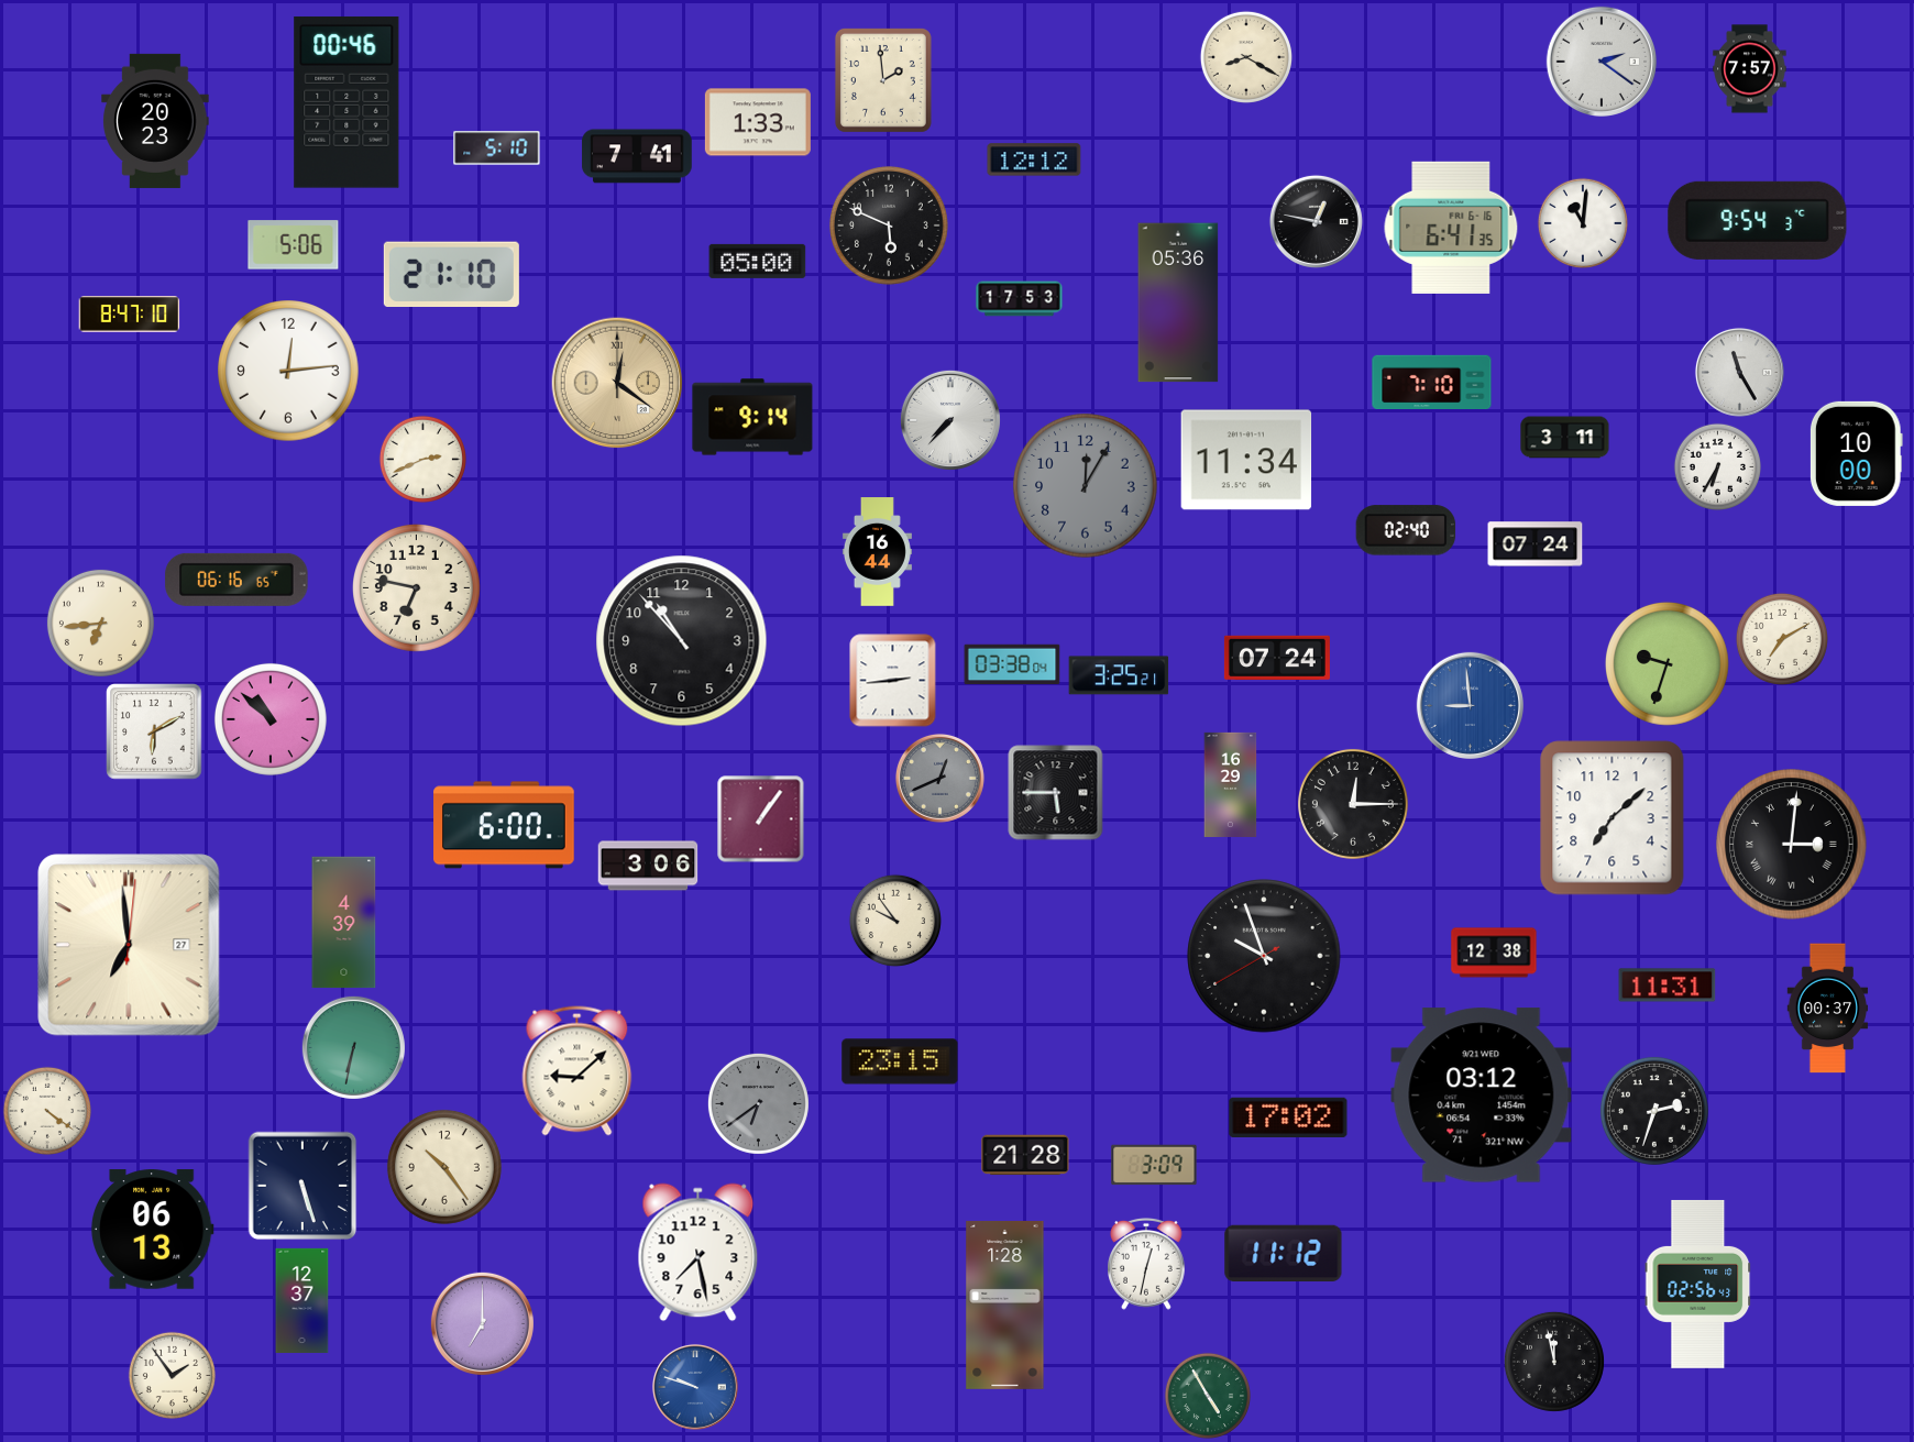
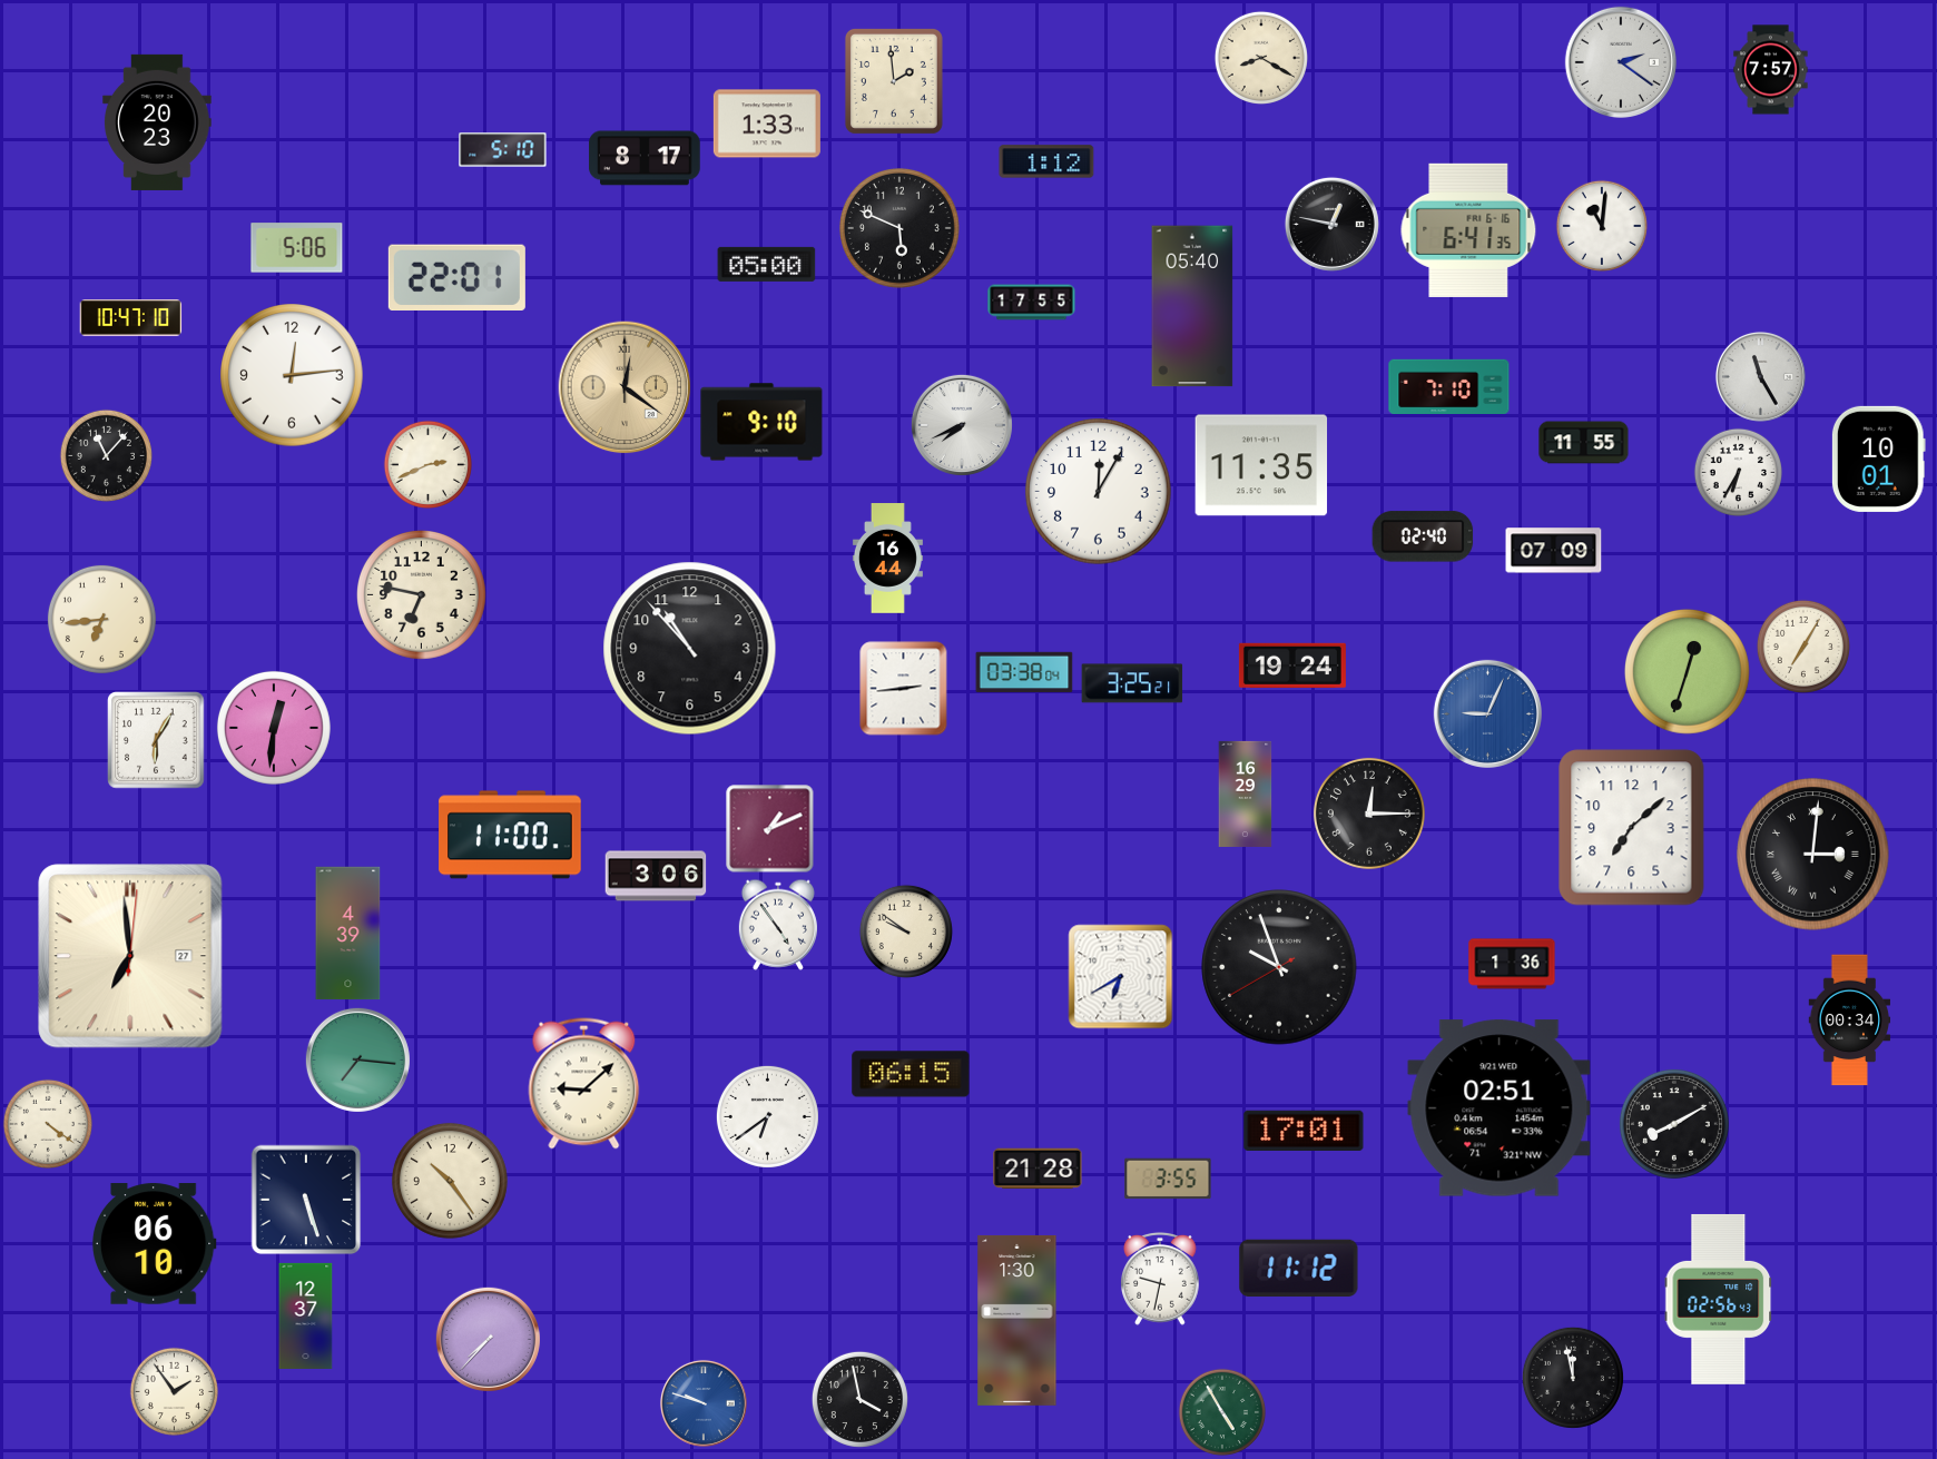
clock at (346, 102): 00:46 -> none
clock at (637, 156): 7:41 -> 8:17
clock at (1034, 159): 12:12 -> 1:12
clock at (1758, 220): 9:54 -> none
clock at (451, 274): 21:10 -> 22:01
clock at (1020, 299): 17:53 -> 17:55
clock at (1178, 302): 05:36 -> 05:40
clock at (130, 315): 8:47 -> 10:47
clock at (752, 417): 9:14 -> 9:10
clock at (950, 420): 7:37 -> 7:41
clock at (1565, 438): 3:11 -> 11:55
clock at (106, 455): none -> 11:07
clock at (1856, 453): 10:00 -> 10:01
clock at (1246, 460): 11:34 -> 11:35
clock at (1086, 486) dial: grey -> white
clock at (1536, 544): 07:24 -> 07:09
clock at (237, 580): 06:16 -> none
clock at (100, 623) position: (100, 623) -> (101, 619)
clock at (1782, 639): 7:10 -> 7:05
clock at (1277, 658): 07:24 -> 19:24
clock at (1667, 663): 9:33 -> 12:33
clock at (1470, 705): 8:59 -> 9:04
clock at (271, 719): 10:52 -> 12:31
clock at (154, 731): 6:10 -> 6:05
clock at (939, 778): 12:41 -> none
clock at (1056, 793): 5:45 -> none
clock at (761, 819): 1:06 -> 1:11
clock at (504, 825): 6:00 -> 11:00
clock at (778, 925): none -> 4:54
clock at (895, 921): 9:54 -> 9:51
clock at (1494, 953): 12:38 -> 1:36
clock at (1121, 977): none -> 6:40
clock at (1668, 986): 11:31 -> none
clock at (1828, 1009): 00:37 -> 00:34
clock at (353, 1047): 6:32 -> 7:16
clock at (900, 1061): 23:15 -> 06:15
clock at (1482, 1096): 03:12 -> 02:51
clock at (758, 1103) dial: grey -> white
clock at (1654, 1111): 2:33 -> 8:10
clock at (1288, 1116): 17:02 -> 17:01
clock at (1154, 1165): 3:09 -> 3:55
clock at (152, 1230): 06:13 -> 06:10
clock at (698, 1253): 7:28 -> none
clock at (1147, 1264): 12:32 -> 9:32
clock at (1005, 1305): 1:28 -> 1:30
clock at (482, 1323): 7:00 -> 7:37
clock at (859, 1399): none -> 3:58
